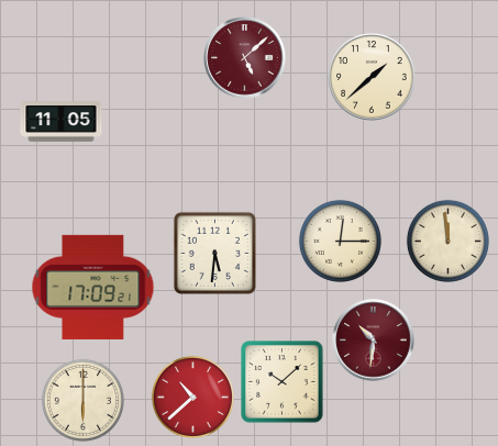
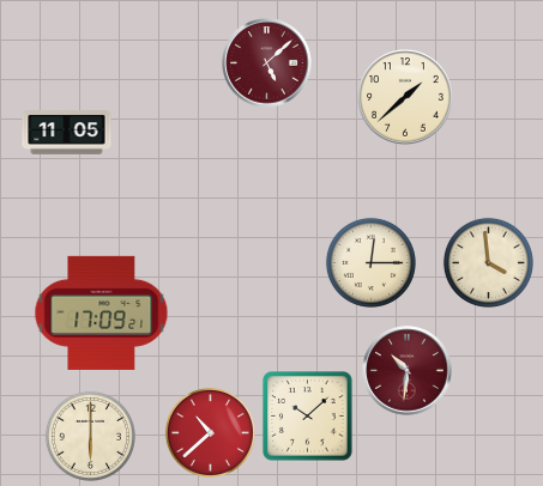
clock at (372, 77) position: (372, 77) -> (405, 97)
clock at (447, 241): 11:59 -> 3:59
clock at (214, 253): 5:31 -> none
